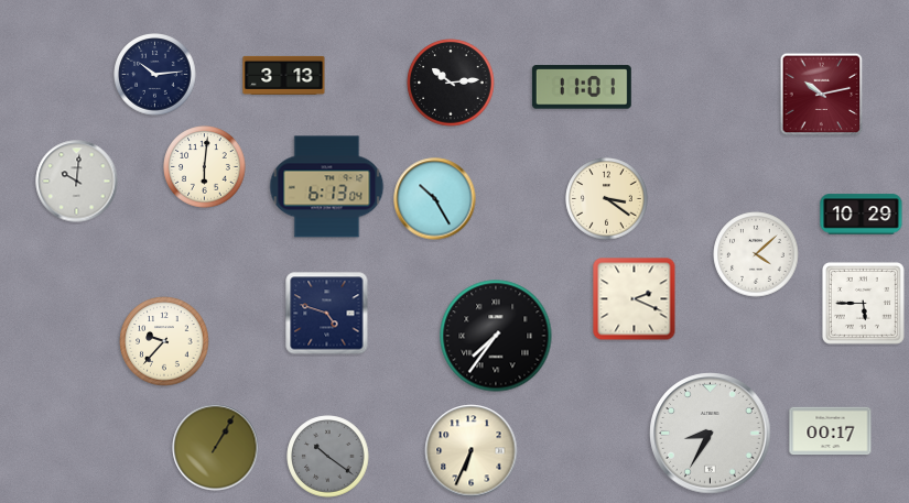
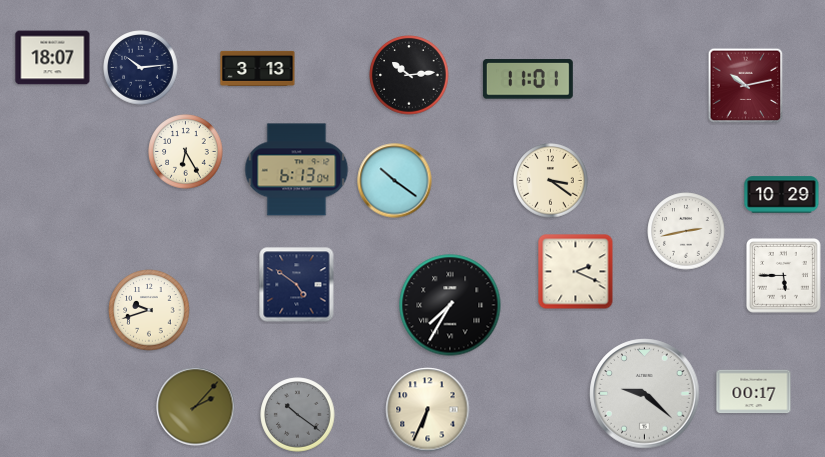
clock at (53, 58): none -> 18:07
clock at (205, 167): 6:01 -> 6:25
clock at (77, 182): 10:01 -> none
clock at (435, 199): 10:25 -> 10:21
clock at (756, 254): 4:08 -> 2:43
clock at (327, 314): 4:48 -> 4:51
clock at (496, 336): 7:36 -> 7:35
clock at (164, 341): 9:37 -> 9:42
clock at (711, 434): 8:35 -> 9:22
clock at (216, 448): 1:05 -> 2:07
